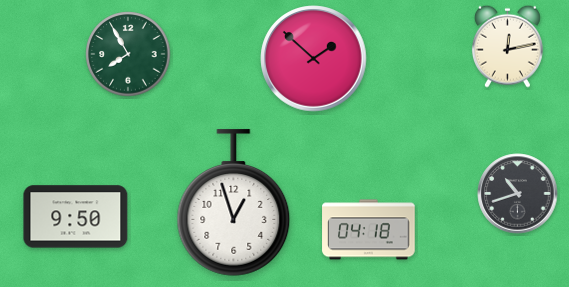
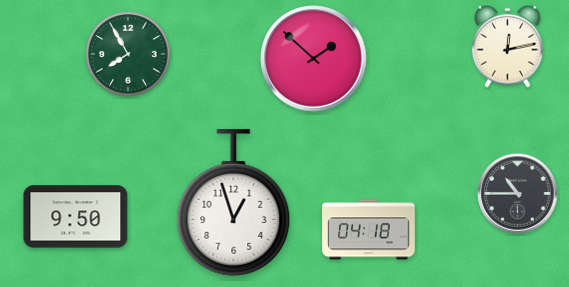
clock at (518, 194): 10:42 -> 10:45
